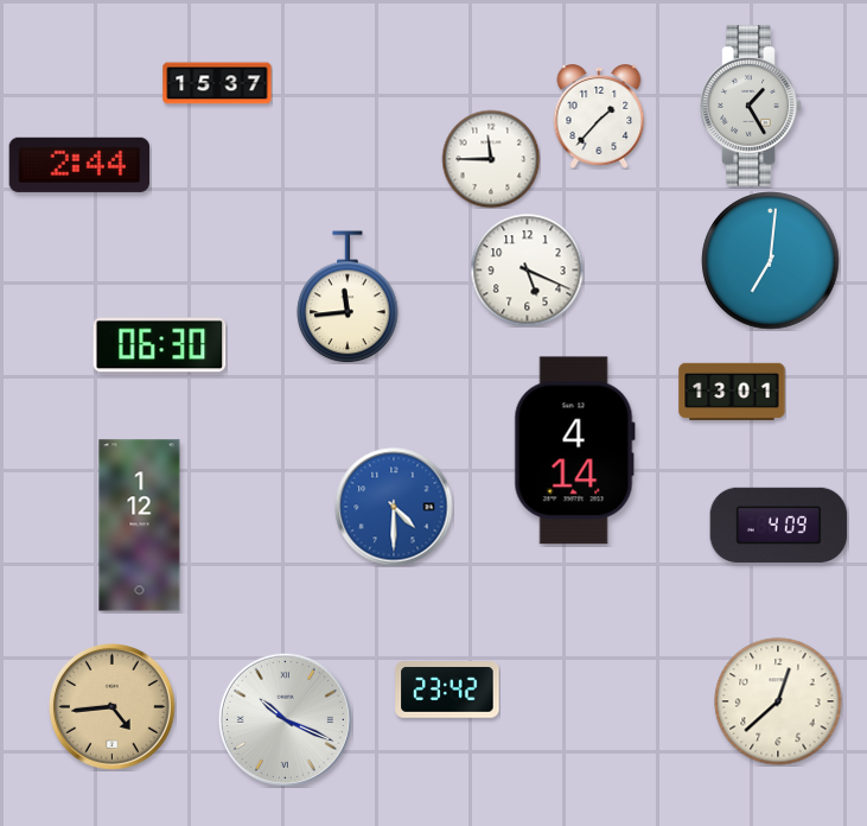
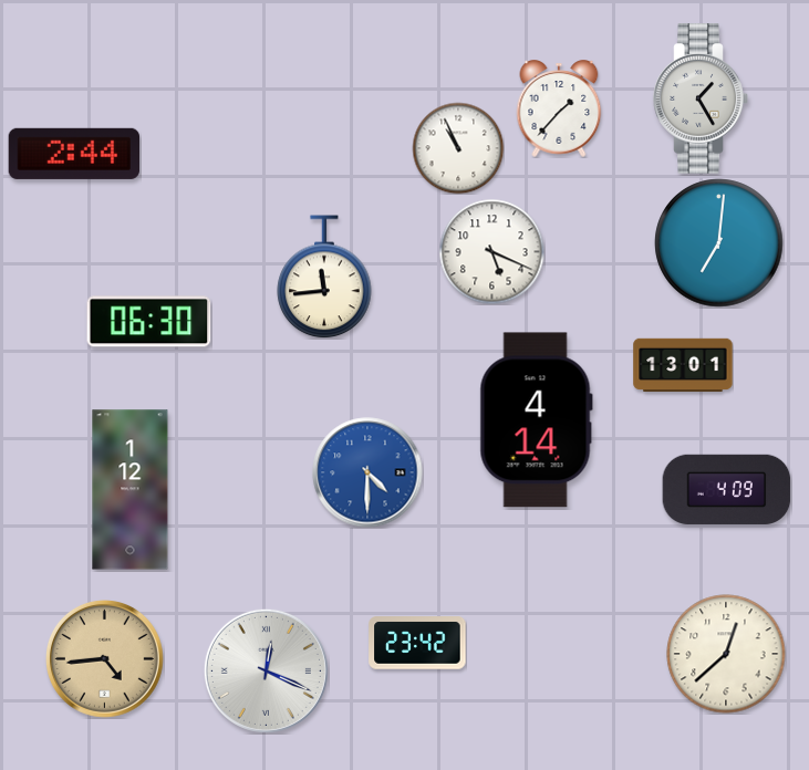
clock at (217, 83): 15:37 -> none
clock at (491, 159): 11:45 -> 10:56
clock at (285, 719): 10:19 -> 12:19
